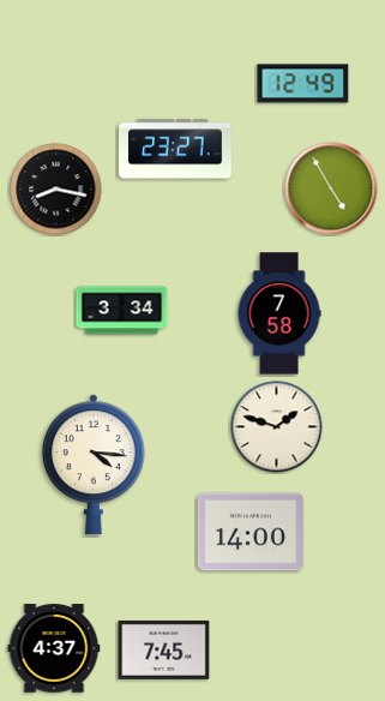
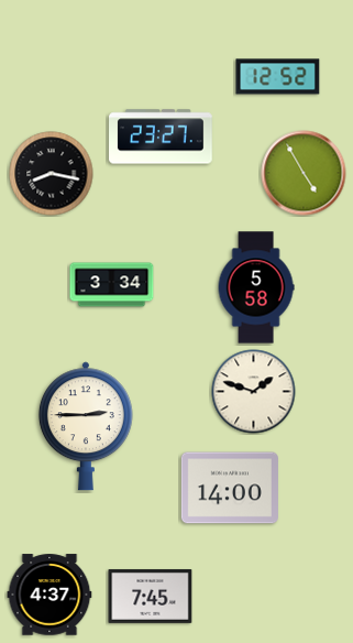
clock at (303, 84): 12:49 -> 12:52
clock at (279, 313): 7:58 -> 5:58
clock at (94, 465): 4:16 -> 2:45
